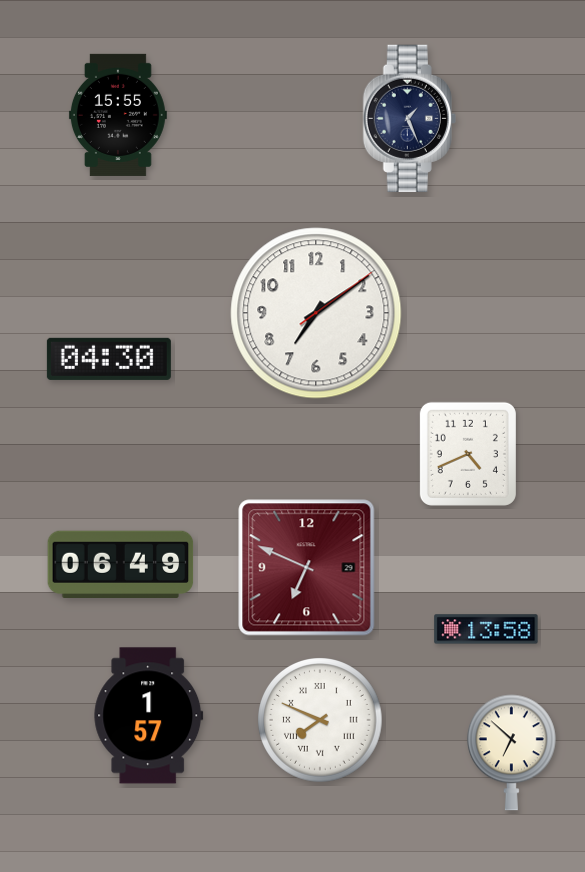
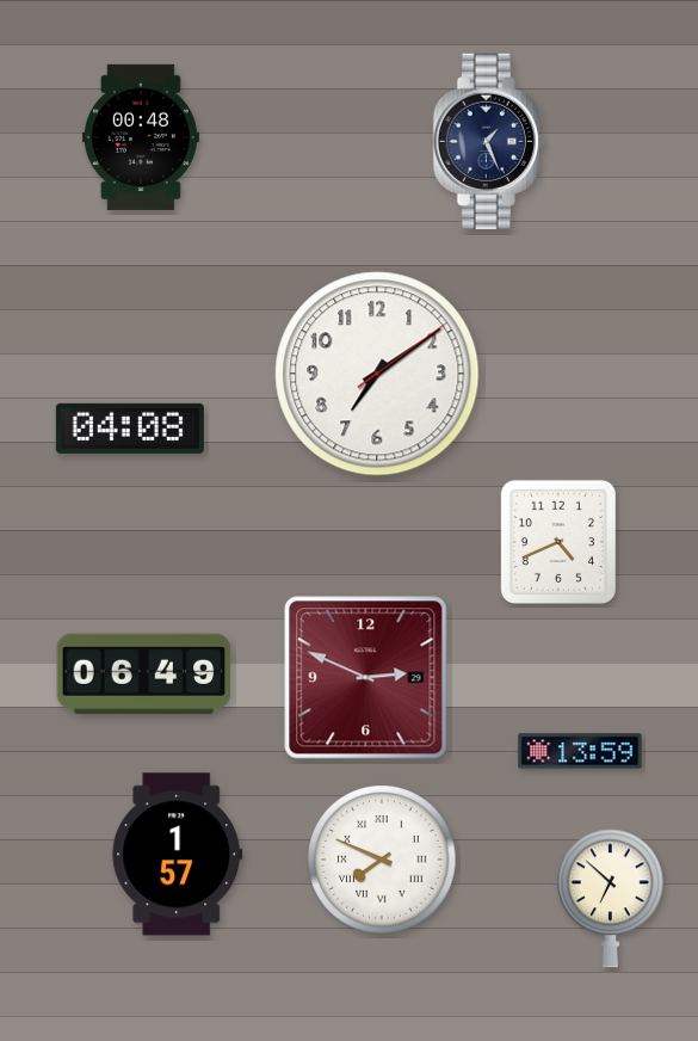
clock at (118, 115): 15:55 -> 00:48
clock at (109, 359): 04:30 -> 04:08
clock at (307, 568): 6:49 -> 2:49
clock at (486, 629): 13:58 -> 13:59
